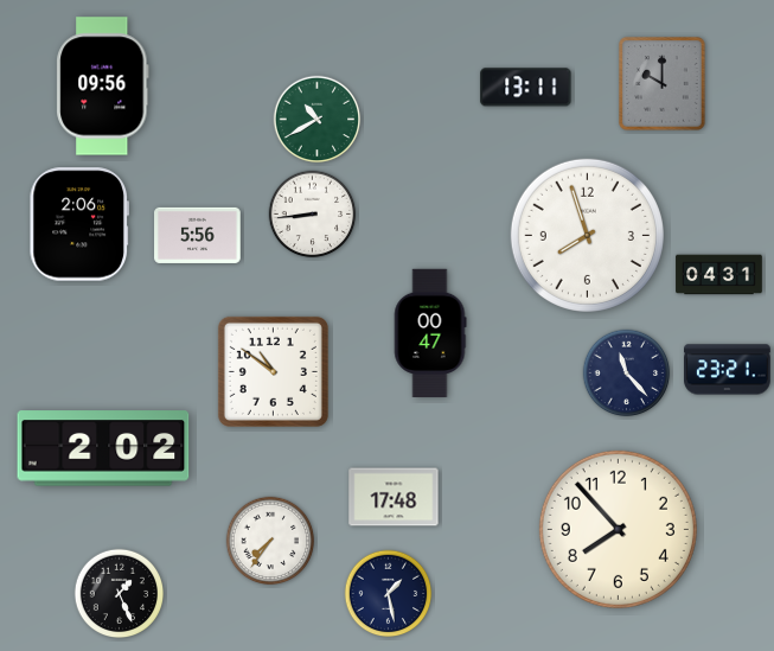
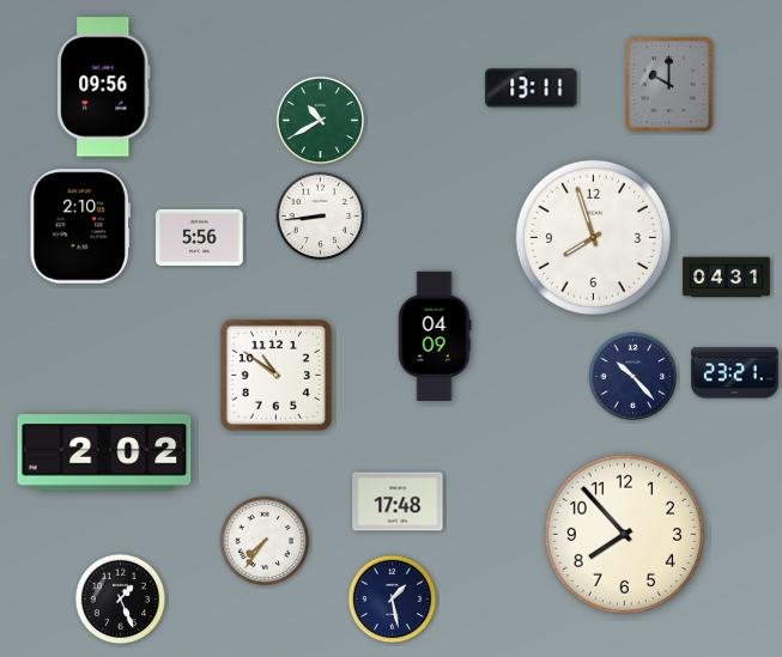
clock at (313, 215) position: (313, 215) -> (321, 217)
clock at (78, 224): 2:06 -> 2:10
clock at (430, 333): 00:47 -> 04:09
clock at (627, 374): 11:23 -> 10:23
clock at (270, 541) position: (270, 541) -> (265, 541)
